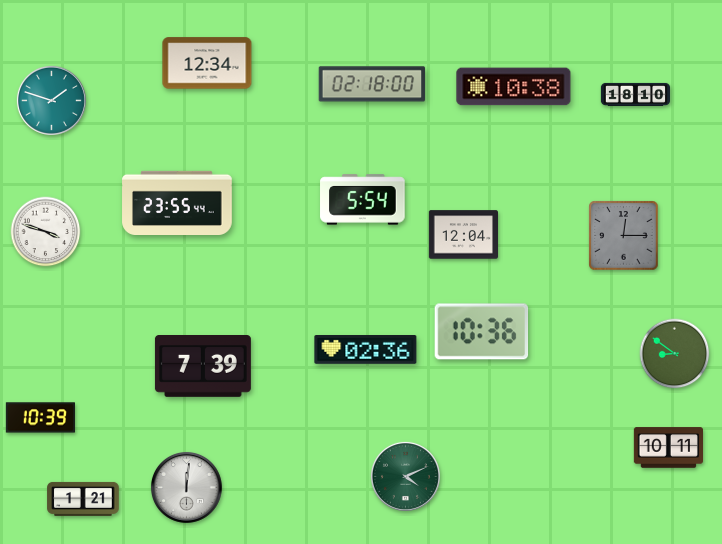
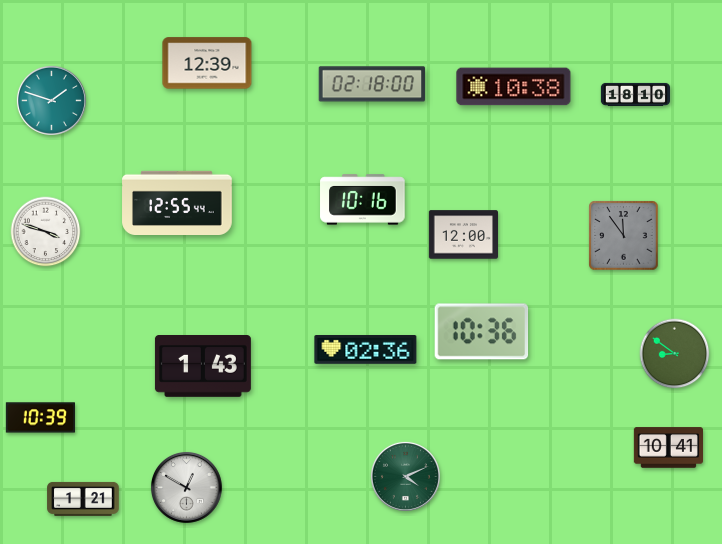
clock at (207, 63): 12:34 -> 12:39
clock at (363, 200): 5:54 -> 10:16
clock at (177, 202): 23:55 -> 12:55
clock at (463, 235): 12:04 -> 12:00
clock at (624, 236): 12:15 -> 11:54
clock at (203, 367): 7:39 -> 1:43
clock at (668, 448): 10:11 -> 10:41
clock at (186, 487): 12:01 -> 12:50
